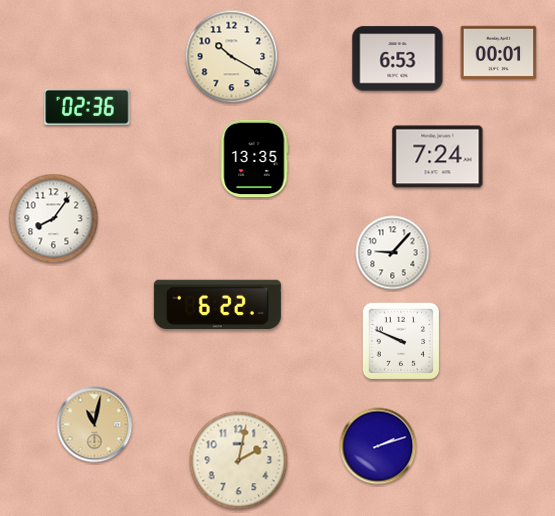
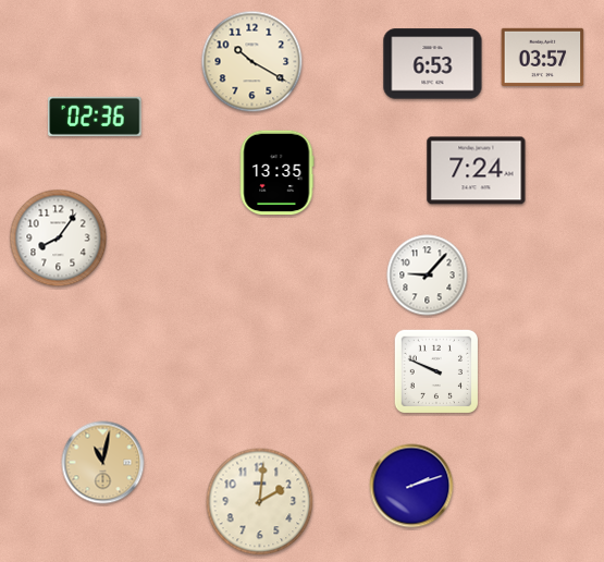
clock at (499, 52): 00:01 -> 03:57
clock at (217, 304): 6:22 -> none
clock at (239, 461): 2:02 -> 2:01
